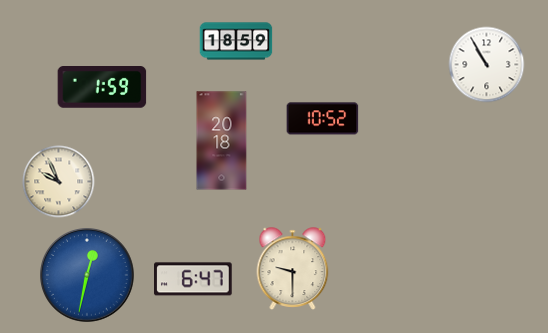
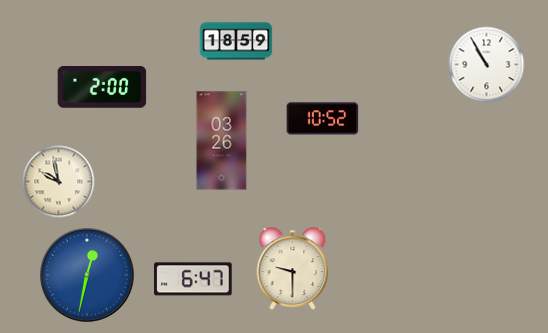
clock at (102, 88): 1:59 -> 2:00
clock at (222, 141): 20:18 -> 03:26
clock at (59, 182): 9:56 -> 9:58
